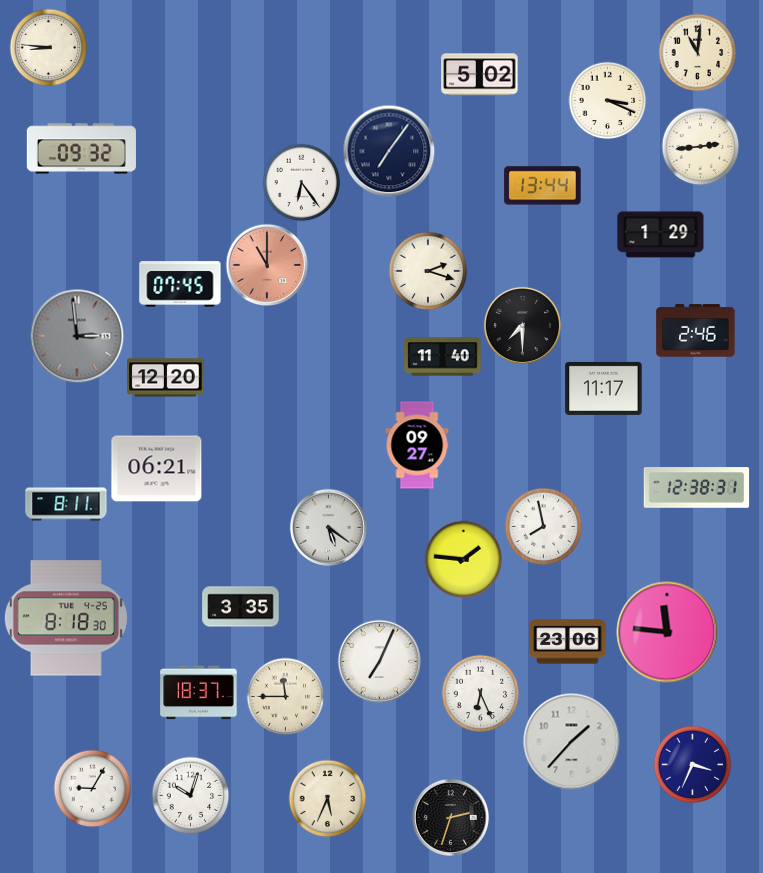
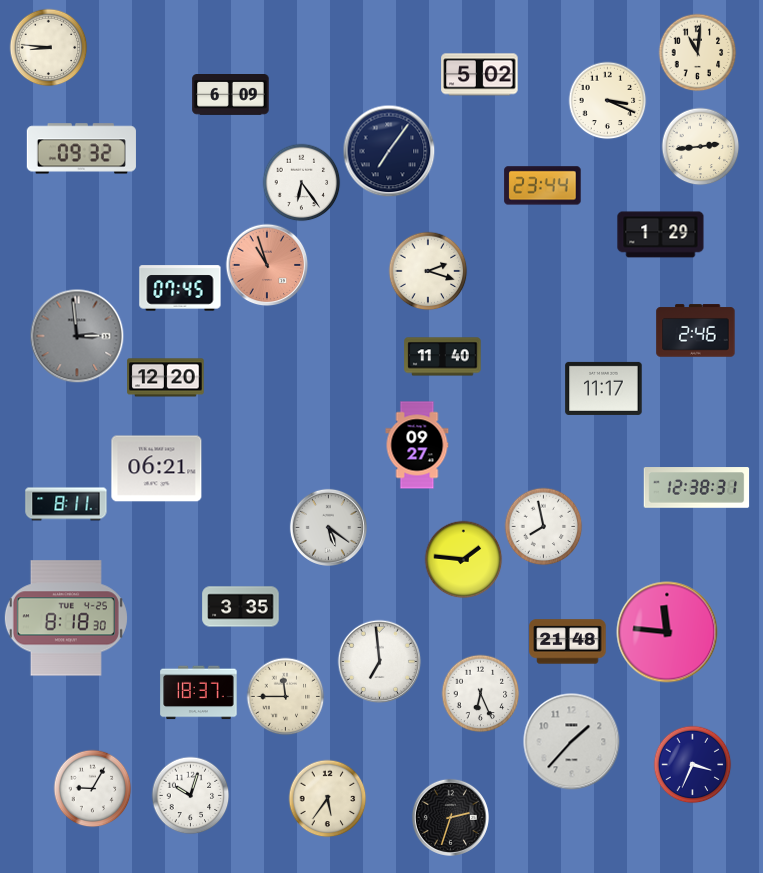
clock at (231, 95): none -> 6:09
clock at (543, 186): 13:44 -> 23:44
clock at (267, 265): 11:00 -> 10:57
clock at (180, 284) position: (180, 284) -> (180, 288)
clock at (522, 325): 7:30 -> none
clock at (568, 642): 23:06 -> 21:48
clock at (379, 661): 7:04 -> 6:59
clock at (327, 798): 5:34 -> 5:36
